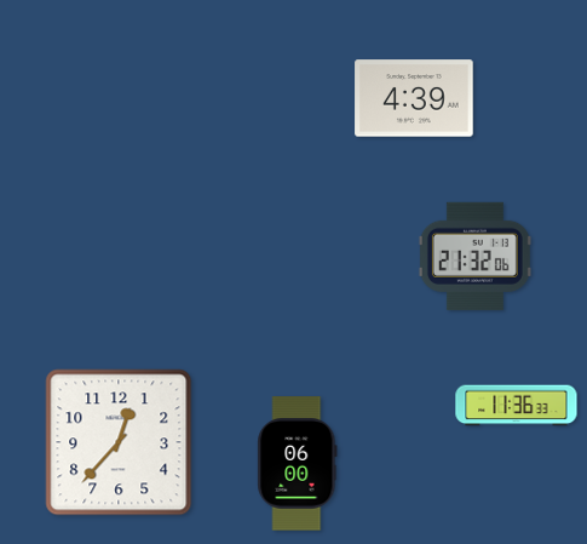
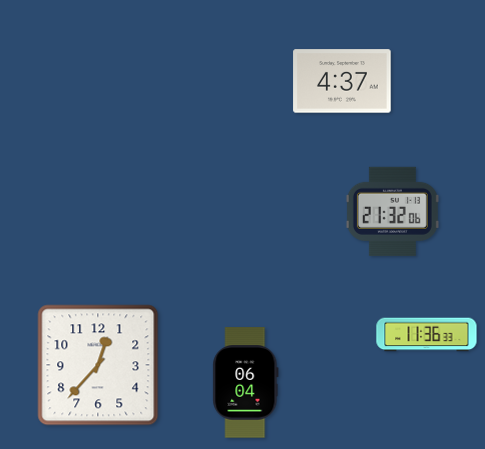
clock at (414, 98): 4:39 -> 4:37
clock at (298, 464): 06:00 -> 06:04
